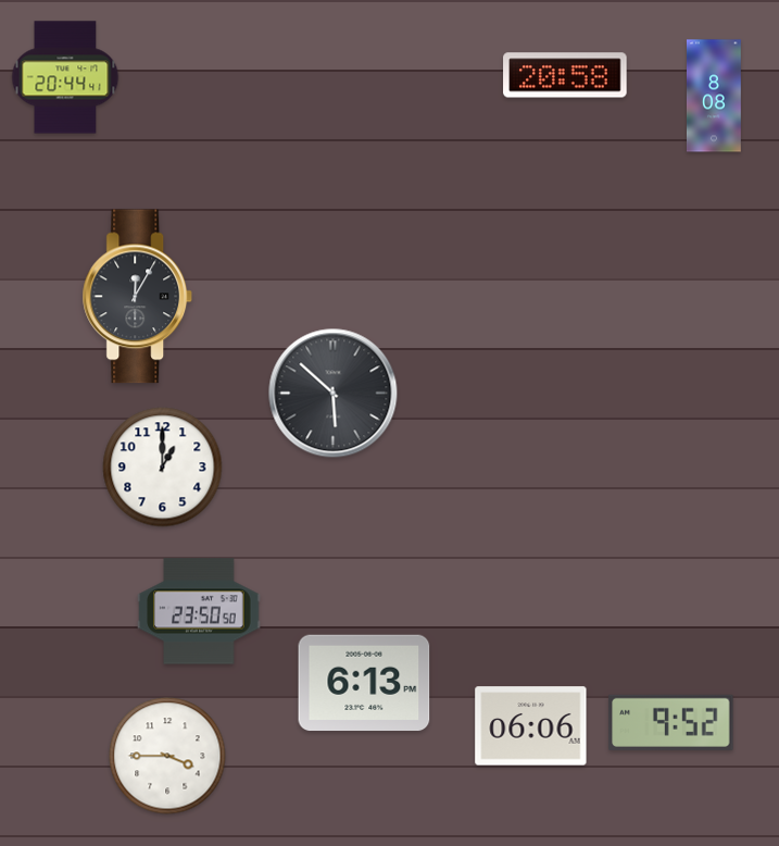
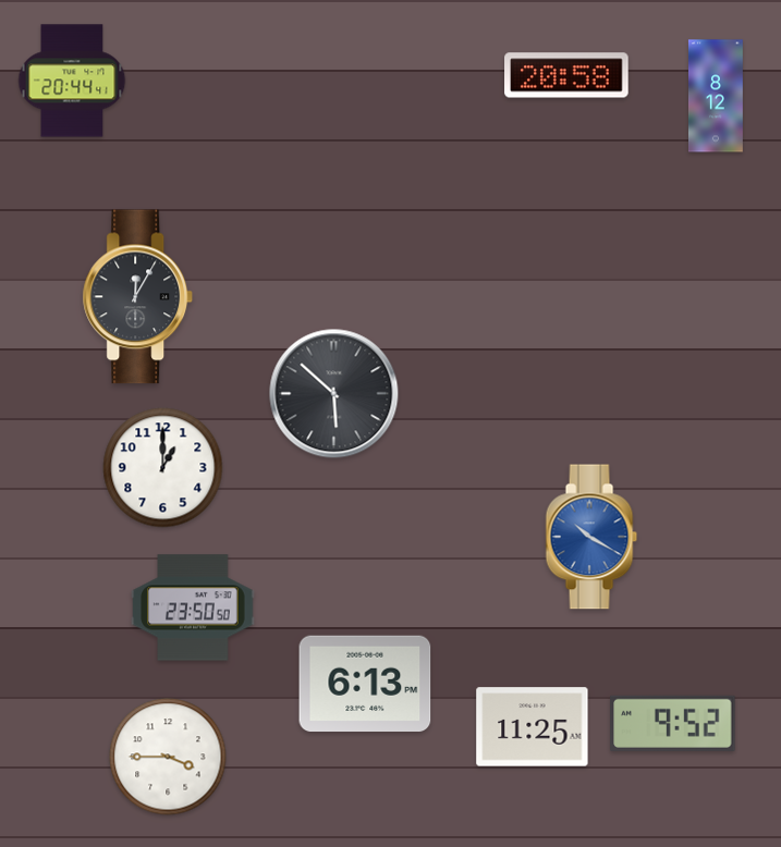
clock at (65, 77) position: (65, 77) -> (72, 81)
clock at (714, 96): 8:08 -> 8:12
clock at (591, 537): none -> 10:20
clock at (199, 611) position: (199, 611) -> (193, 607)
clock at (531, 726): 06:06 -> 11:25
